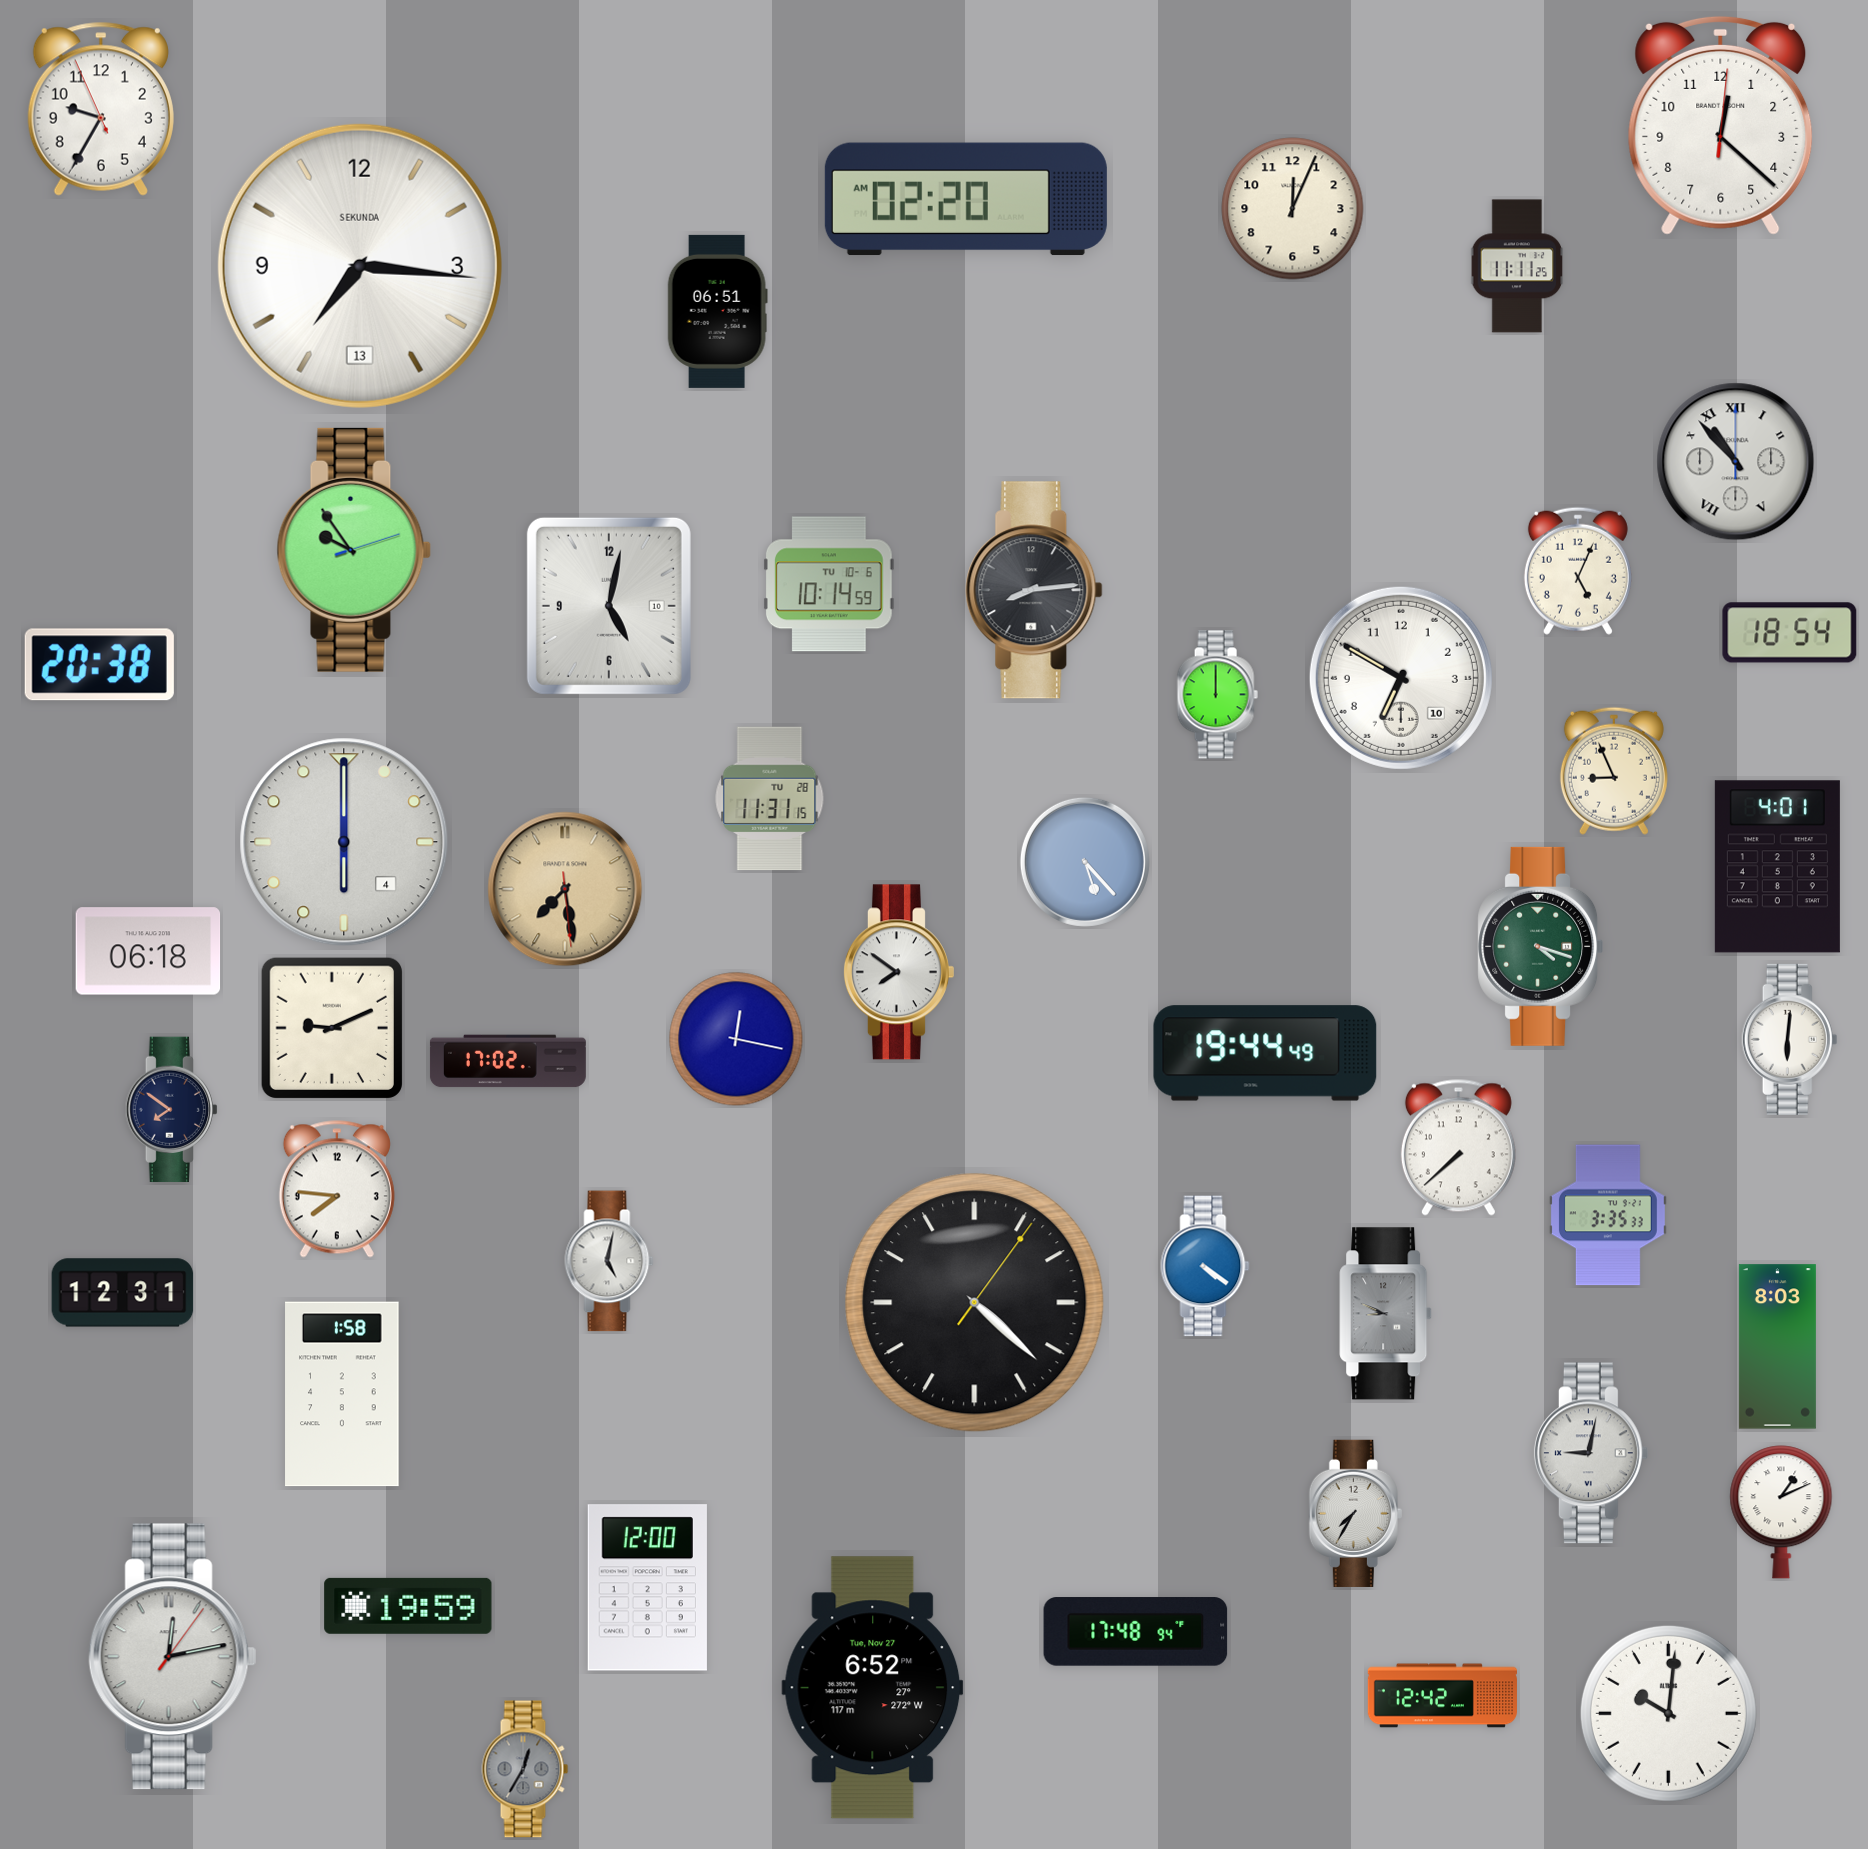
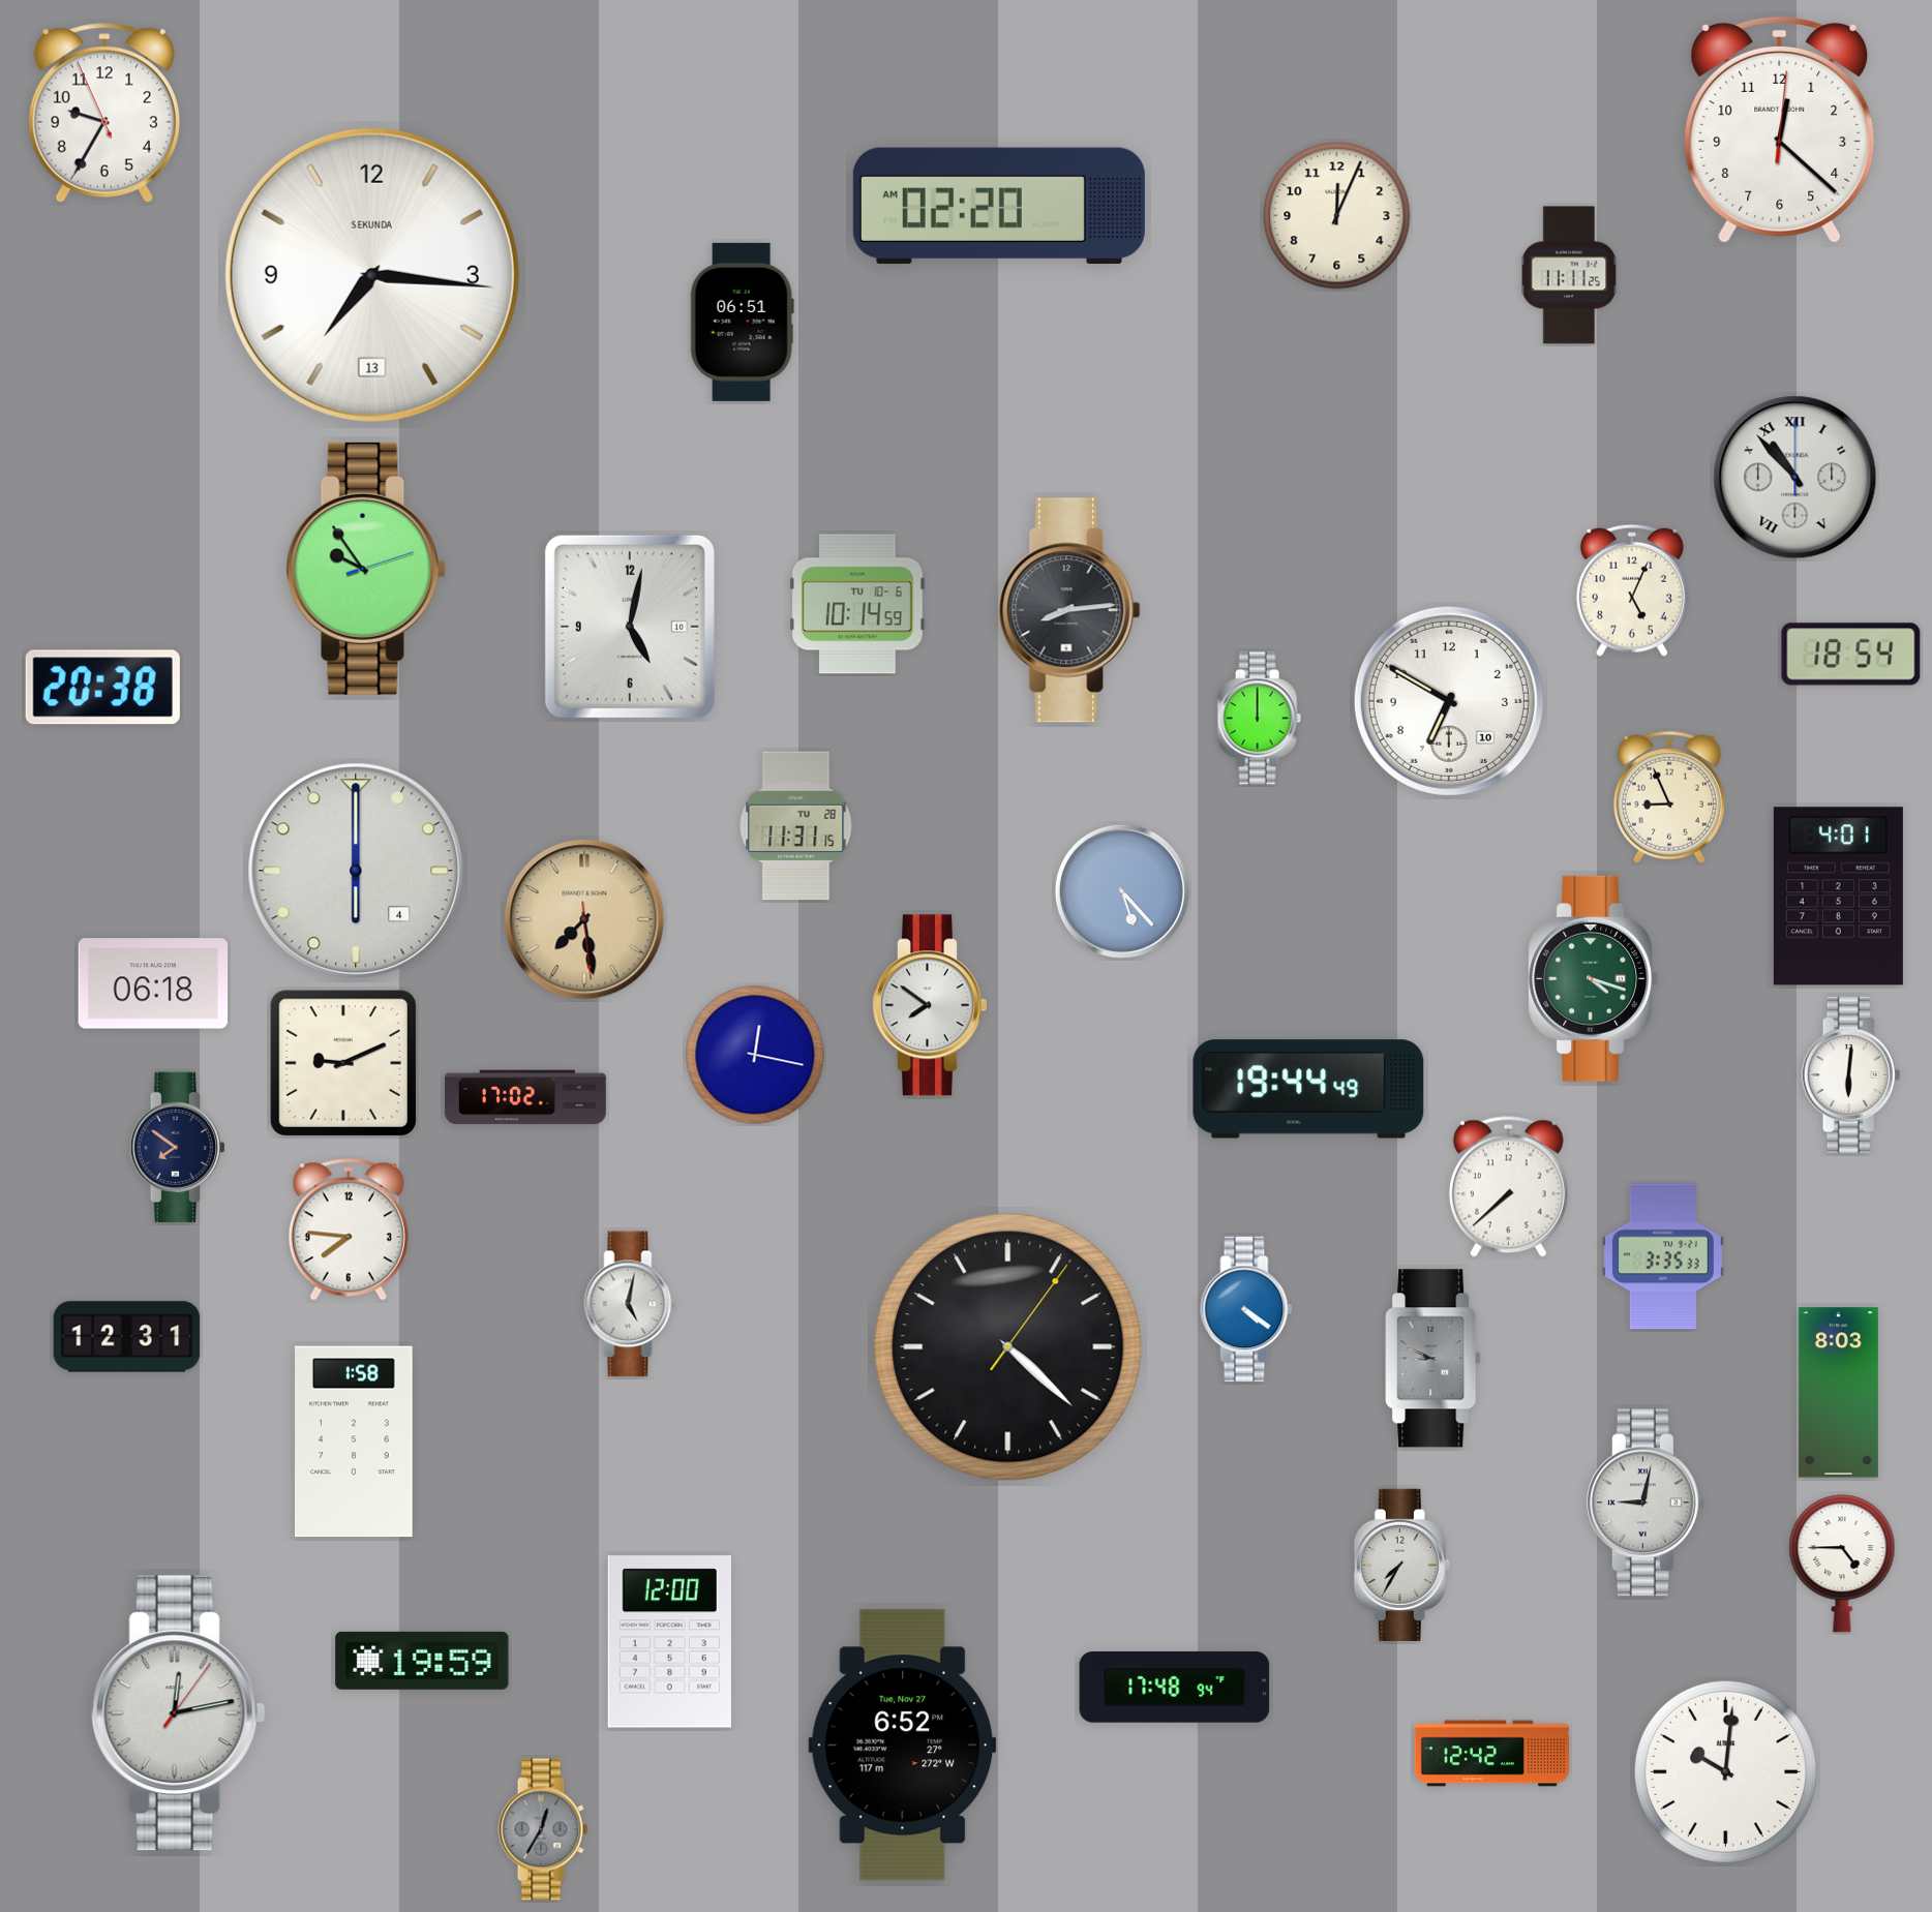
clock at (736, 1039) position: (736, 1039) -> (755, 1055)
clock at (1781, 1512): 1:11 -> 4:45
